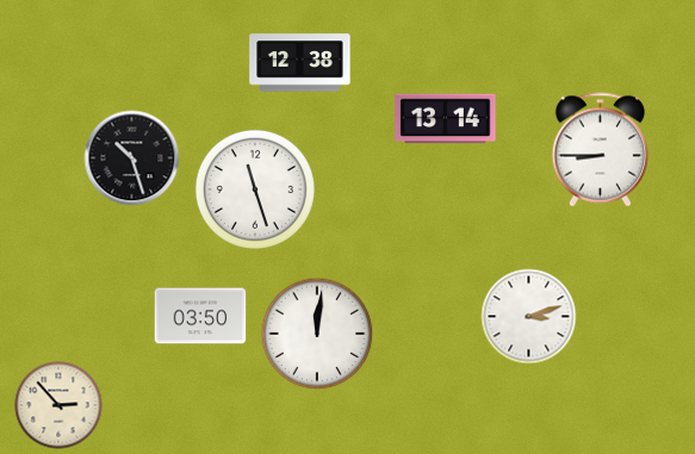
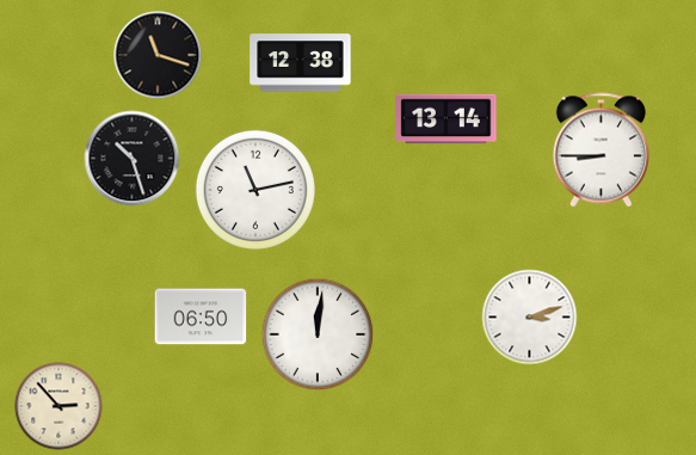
clock at (158, 55): none -> 11:18
clock at (255, 189): 11:27 -> 11:13
clock at (200, 316): 03:50 -> 06:50
